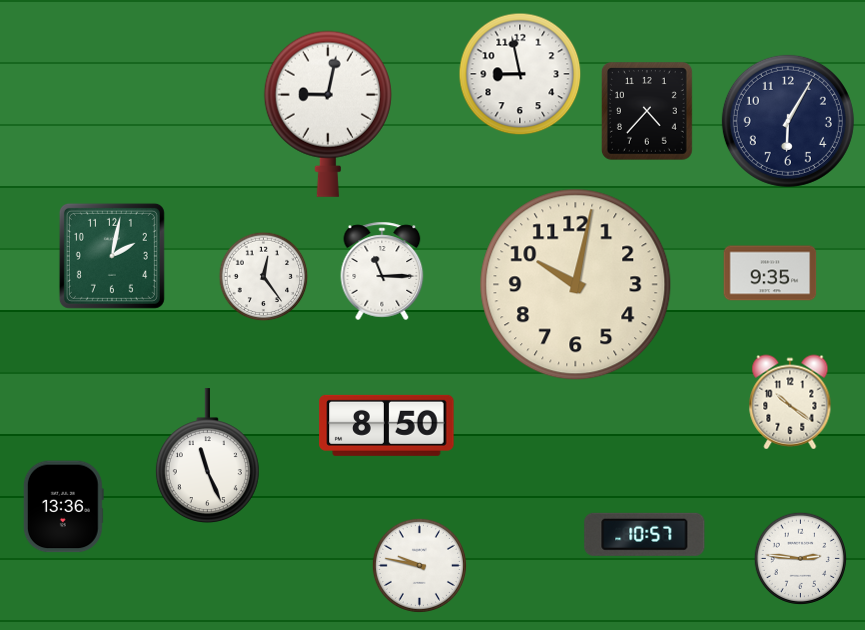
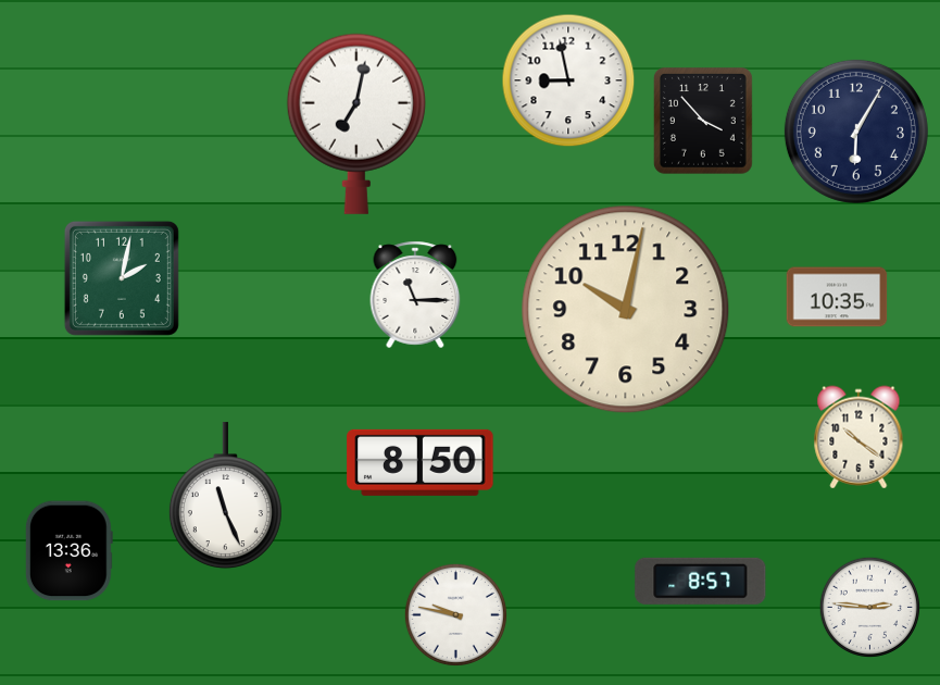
clock at (520, 74) position: (520, 74) -> (568, 80)
clock at (647, 112): 4:37 -> 3:53
clock at (328, 114): 9:02 -> 7:02
clock at (770, 273): 9:35 -> 10:35
clock at (264, 277): 12:24 -> none
clock at (645, 534): 10:57 -> 8:57
